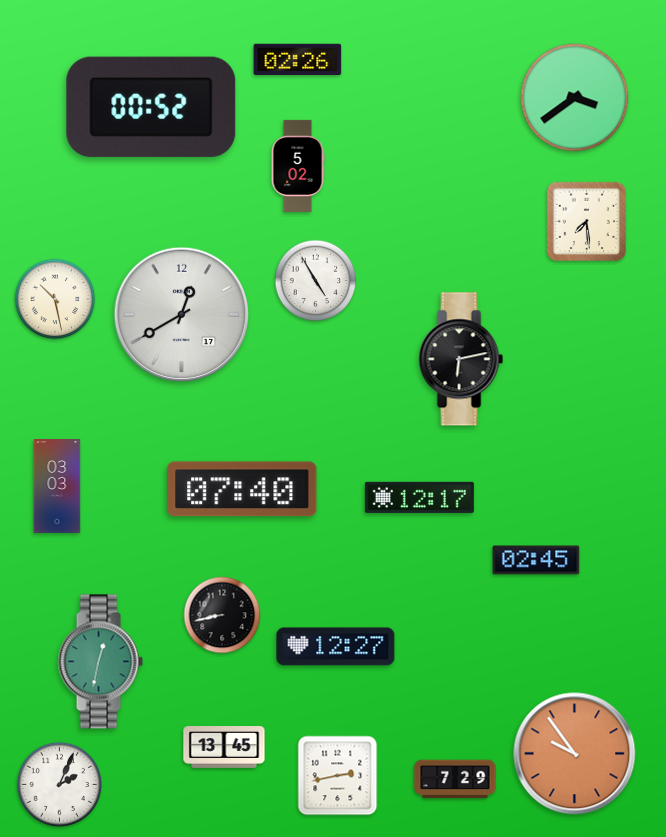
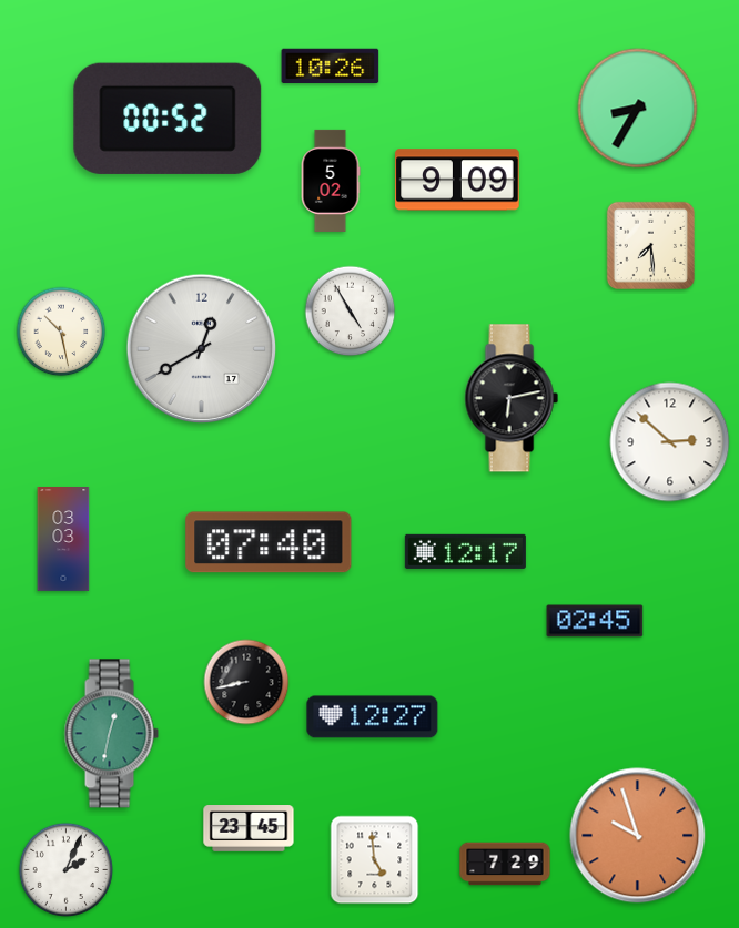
clock at (298, 59): 02:26 -> 10:26
clock at (575, 98): 3:39 -> 8:35
clock at (457, 180): none -> 9:09
clock at (298, 166) position: (298, 166) -> (331, 181)
clock at (670, 442): none -> 2:52
clock at (224, 748): 13:45 -> 23:45
clock at (575, 754): 9:54 -> 9:57
clock at (338, 776): 2:43 -> 4:59
